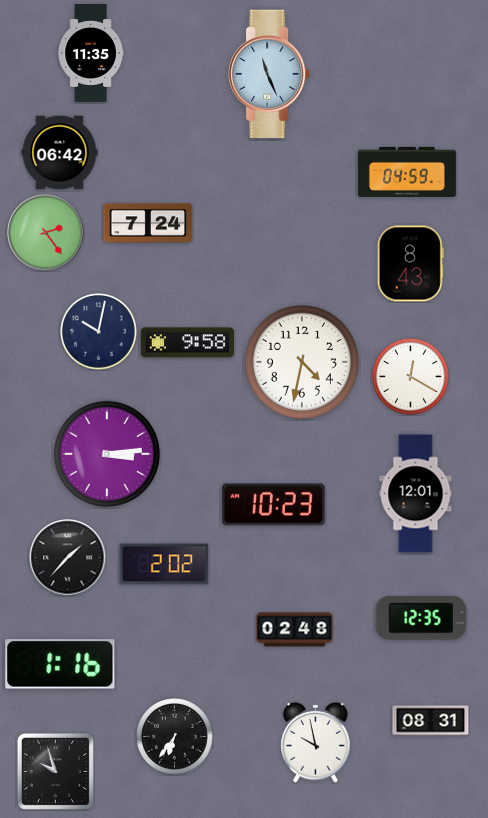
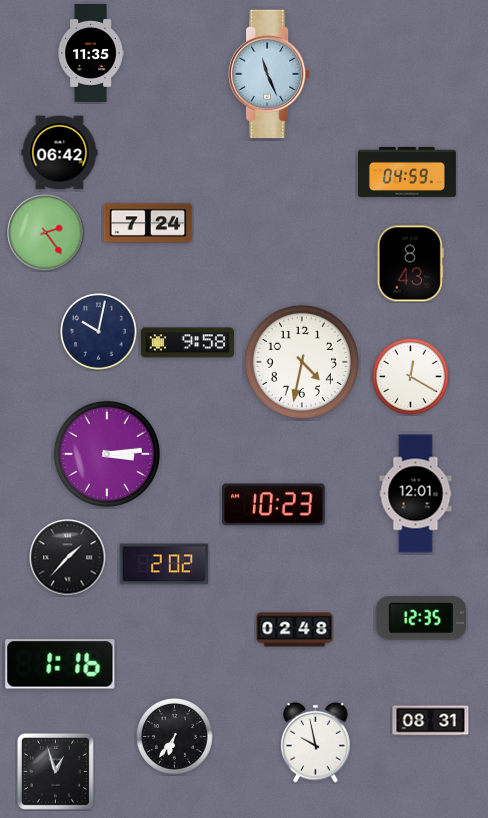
clock at (55, 771): 9:57 -> 12:57
